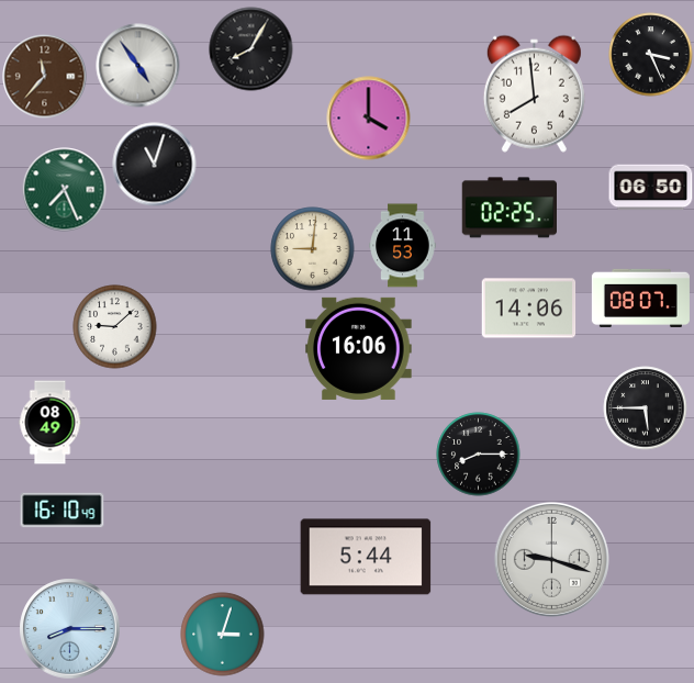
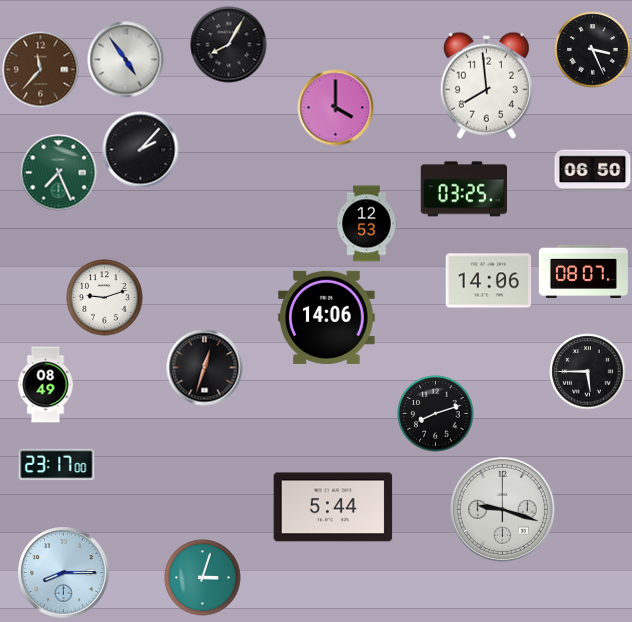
clock at (155, 165): 11:03 -> 2:07
clock at (508, 208): 02:25 -> 03:25
clock at (403, 246): 11:53 -> 12:53
clock at (313, 249): 9:01 -> none
clock at (529, 309) position: (529, 309) -> (489, 281)
clock at (115, 327): 9:08 -> 9:12
clock at (359, 348): 16:06 -> 14:06
clock at (205, 368): none -> 12:33
clock at (479, 455): 8:15 -> 8:12
clock at (63, 511): 16:10 -> 23:17
